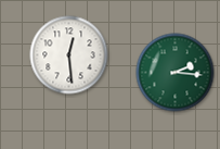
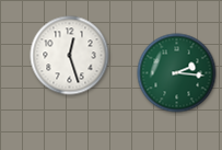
clock at (69, 55): 12:29 -> 12:27
